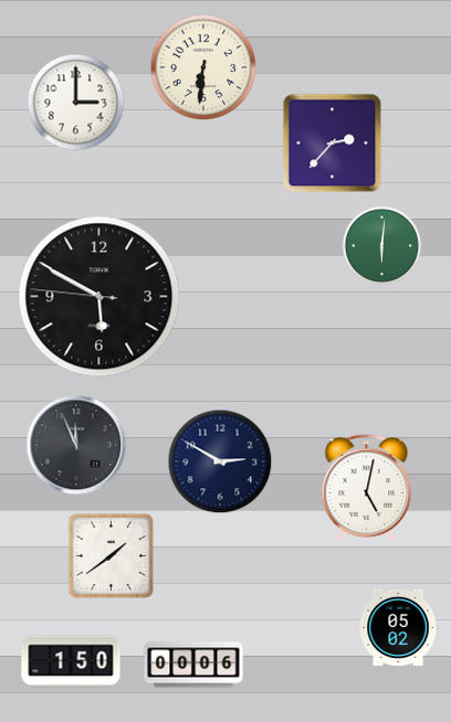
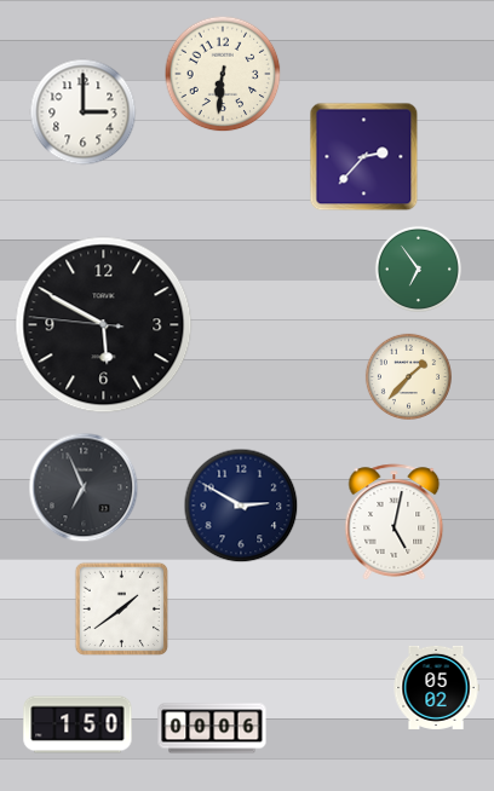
clock at (381, 245): 6:01 -> 6:54
clock at (99, 297) position: (99, 297) -> (104, 325)
clock at (408, 376): none -> 1:37
clock at (76, 445): 11:56 -> 6:56
clock at (367, 488) position: (367, 488) -> (395, 522)
